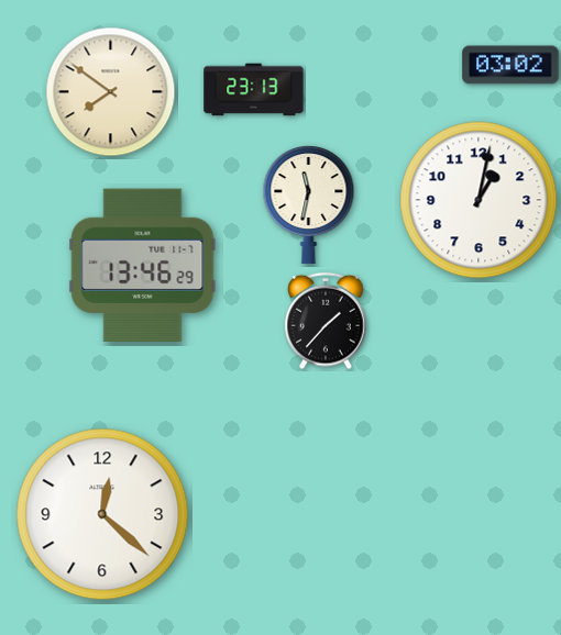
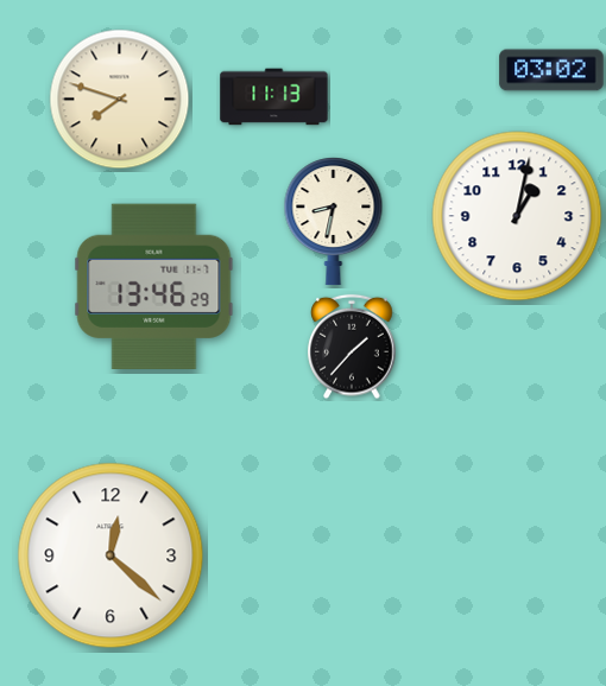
clock at (254, 90): 23:13 -> 11:13
clock at (111, 92): 7:51 -> 7:48
clock at (309, 205): 11:32 -> 8:32
